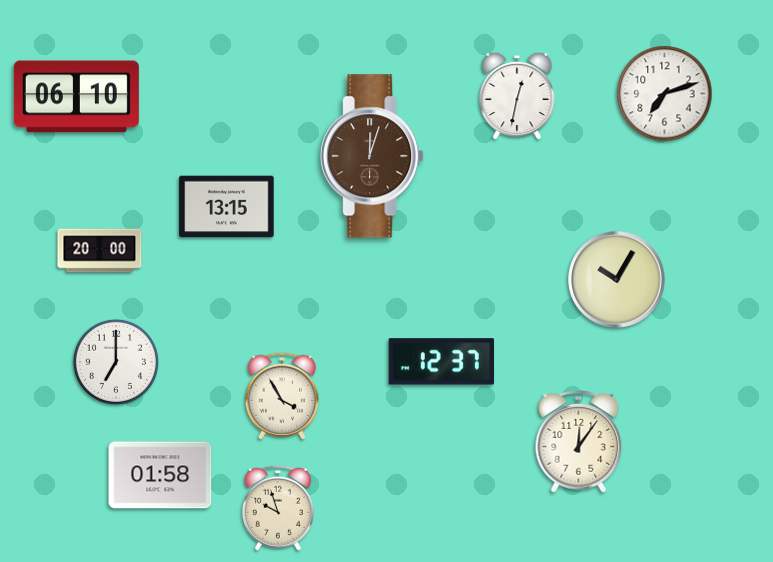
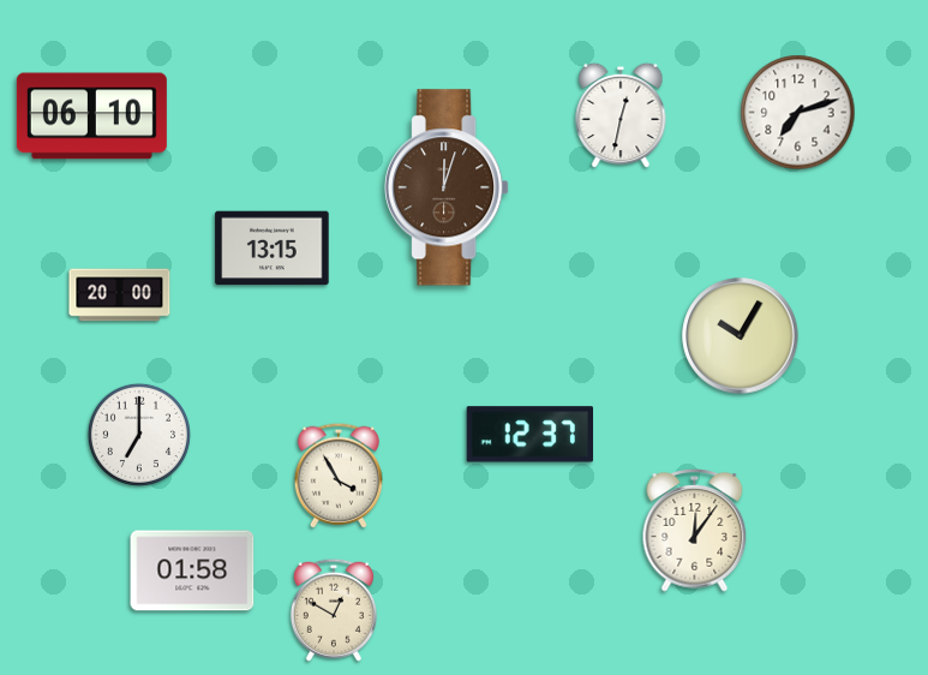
clock at (100, 251) position: (100, 251) -> (120, 295)
clock at (278, 508): 9:57 -> 12:50
